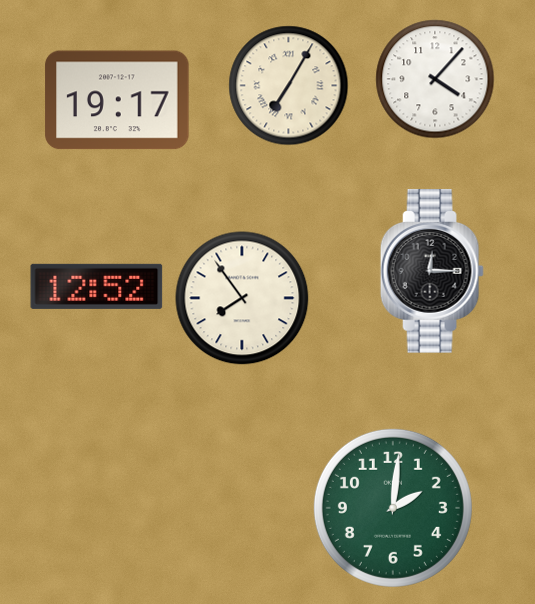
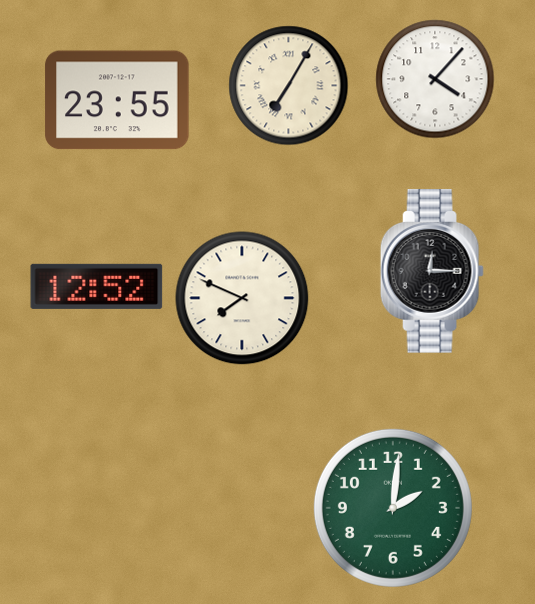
clock at (117, 100): 19:17 -> 23:55
clock at (242, 298): 7:54 -> 7:49
